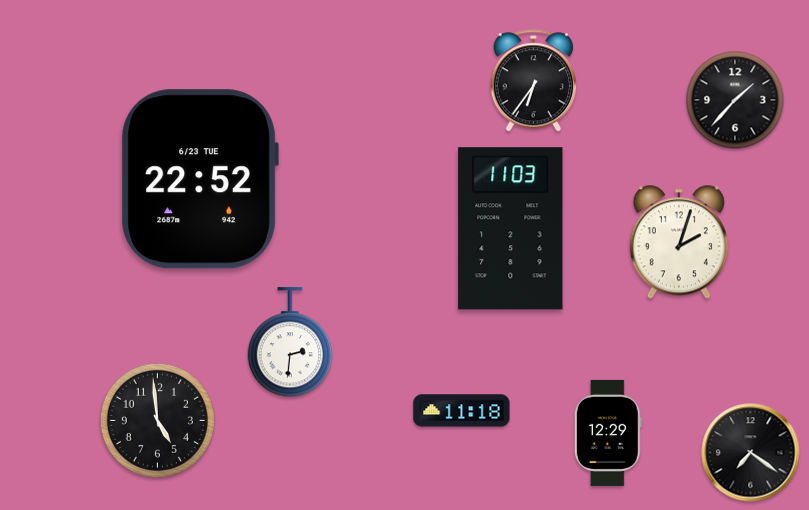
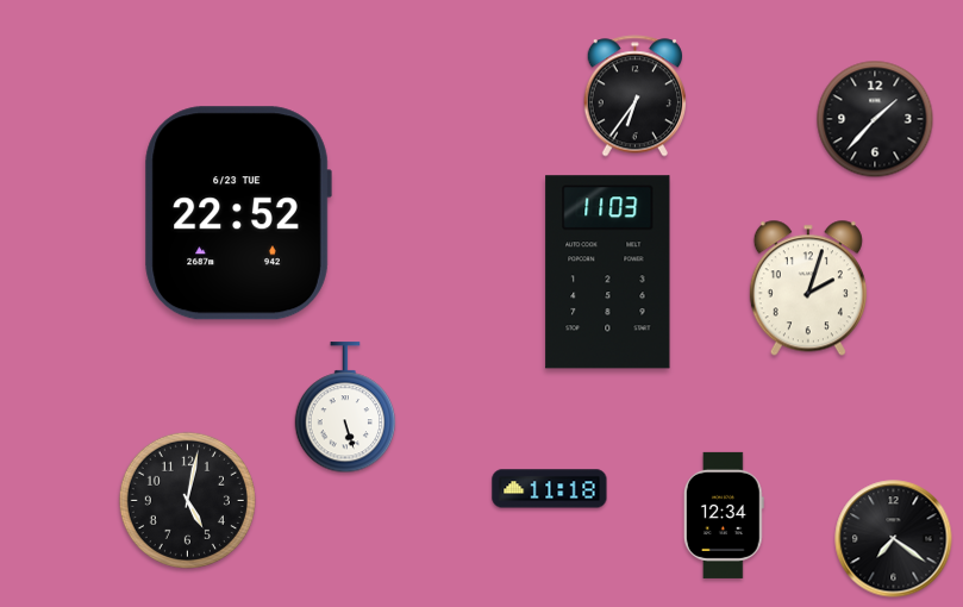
clock at (290, 343): 2:31 -> 5:27
clock at (157, 420): 4:59 -> 5:02
clock at (608, 433): 12:29 -> 12:34
